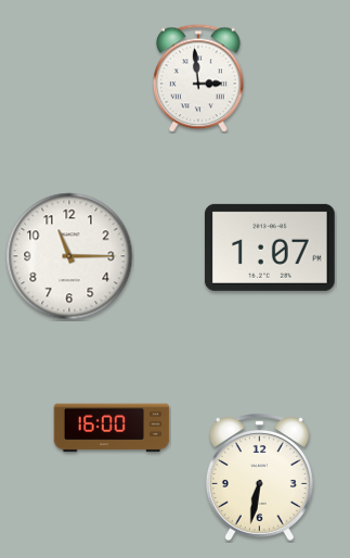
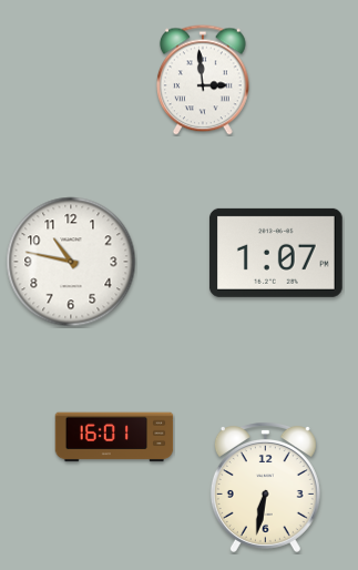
clock at (69, 256): 11:15 -> 10:47
clock at (112, 428): 16:00 -> 16:01
